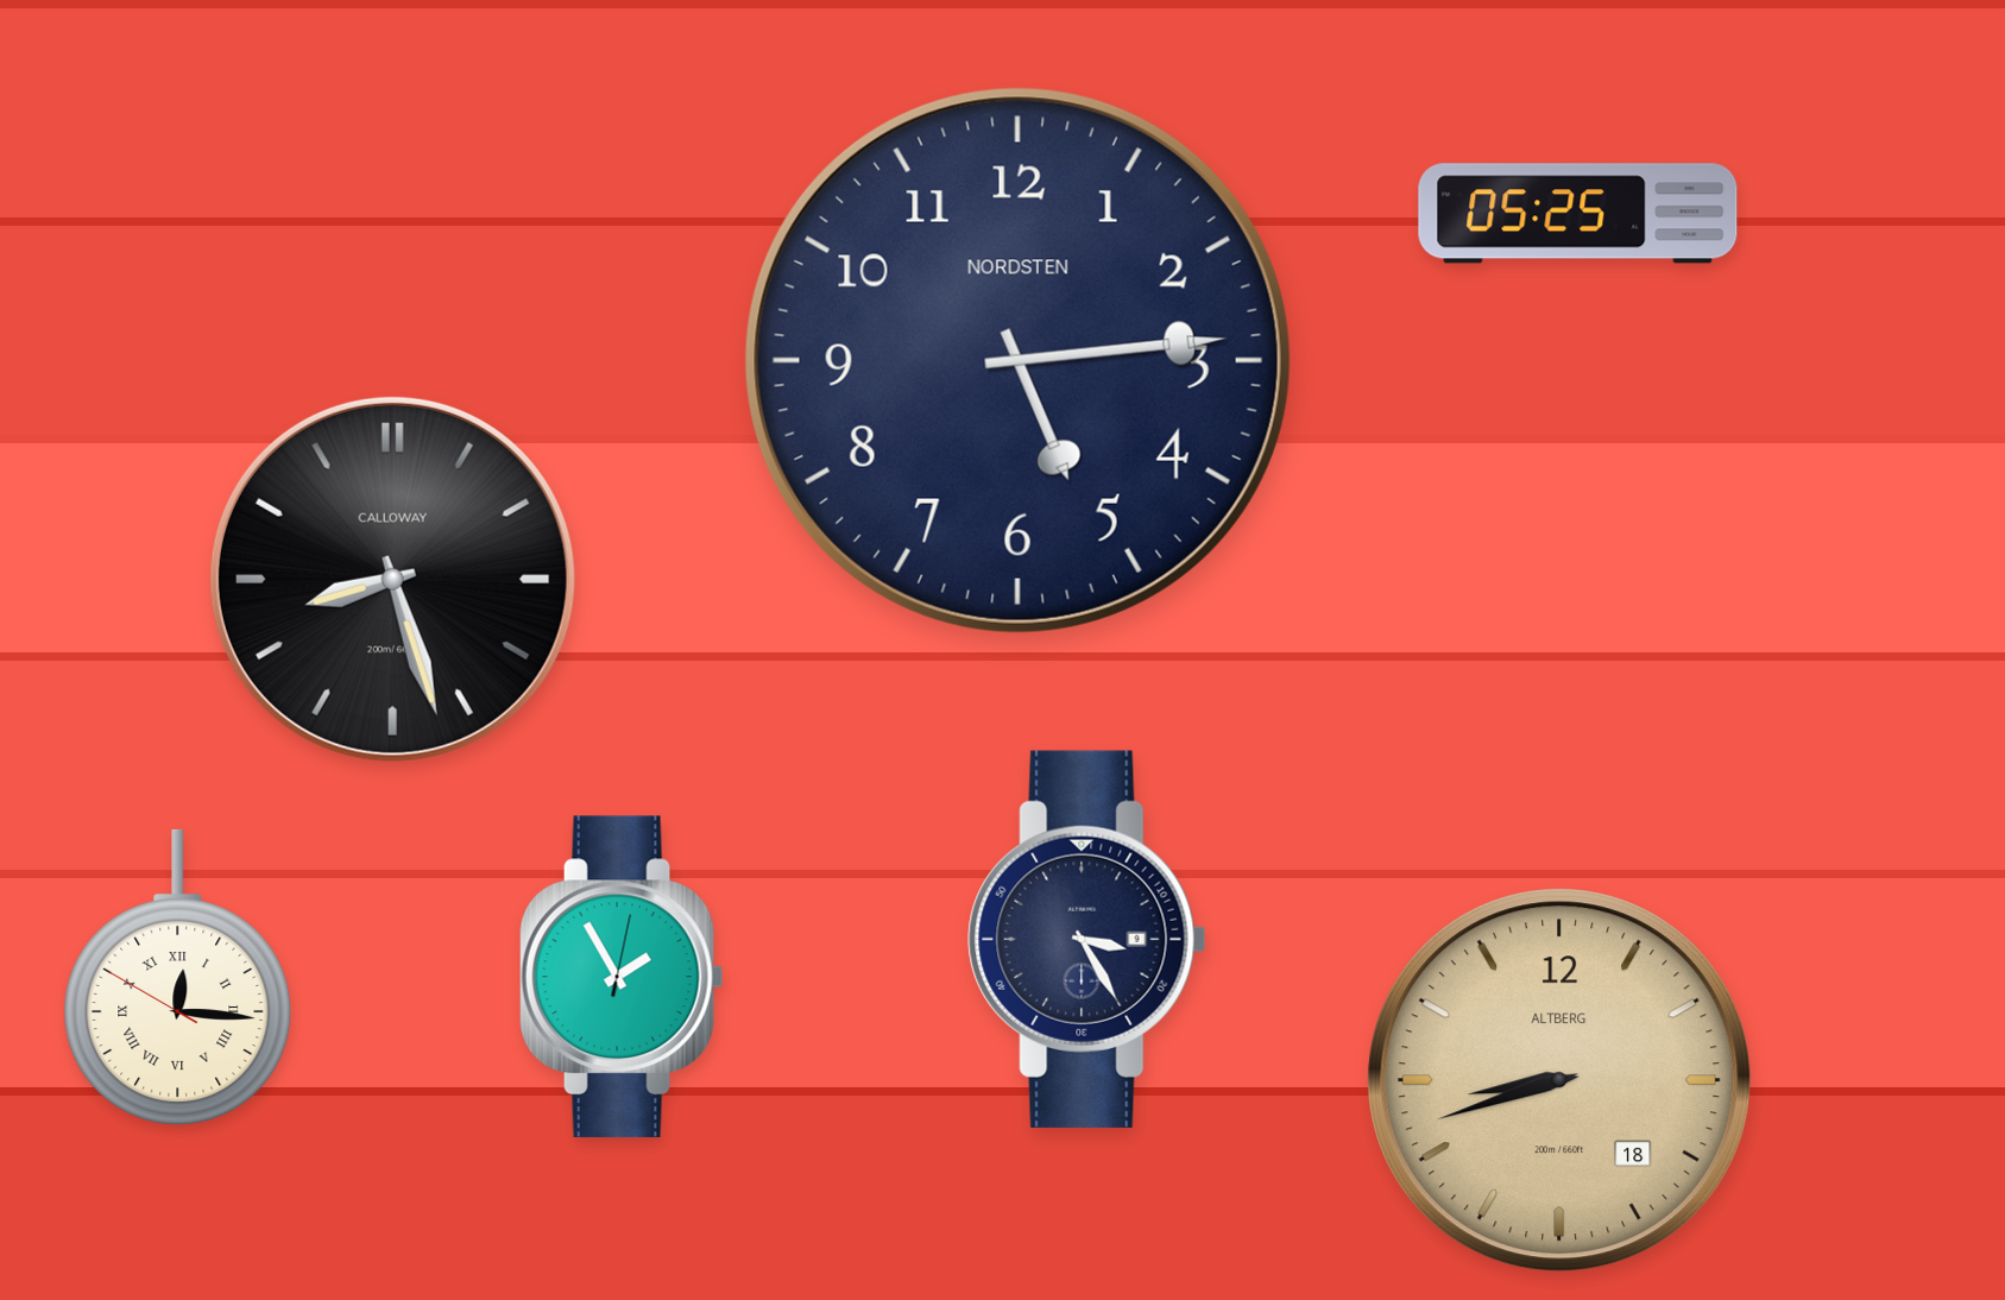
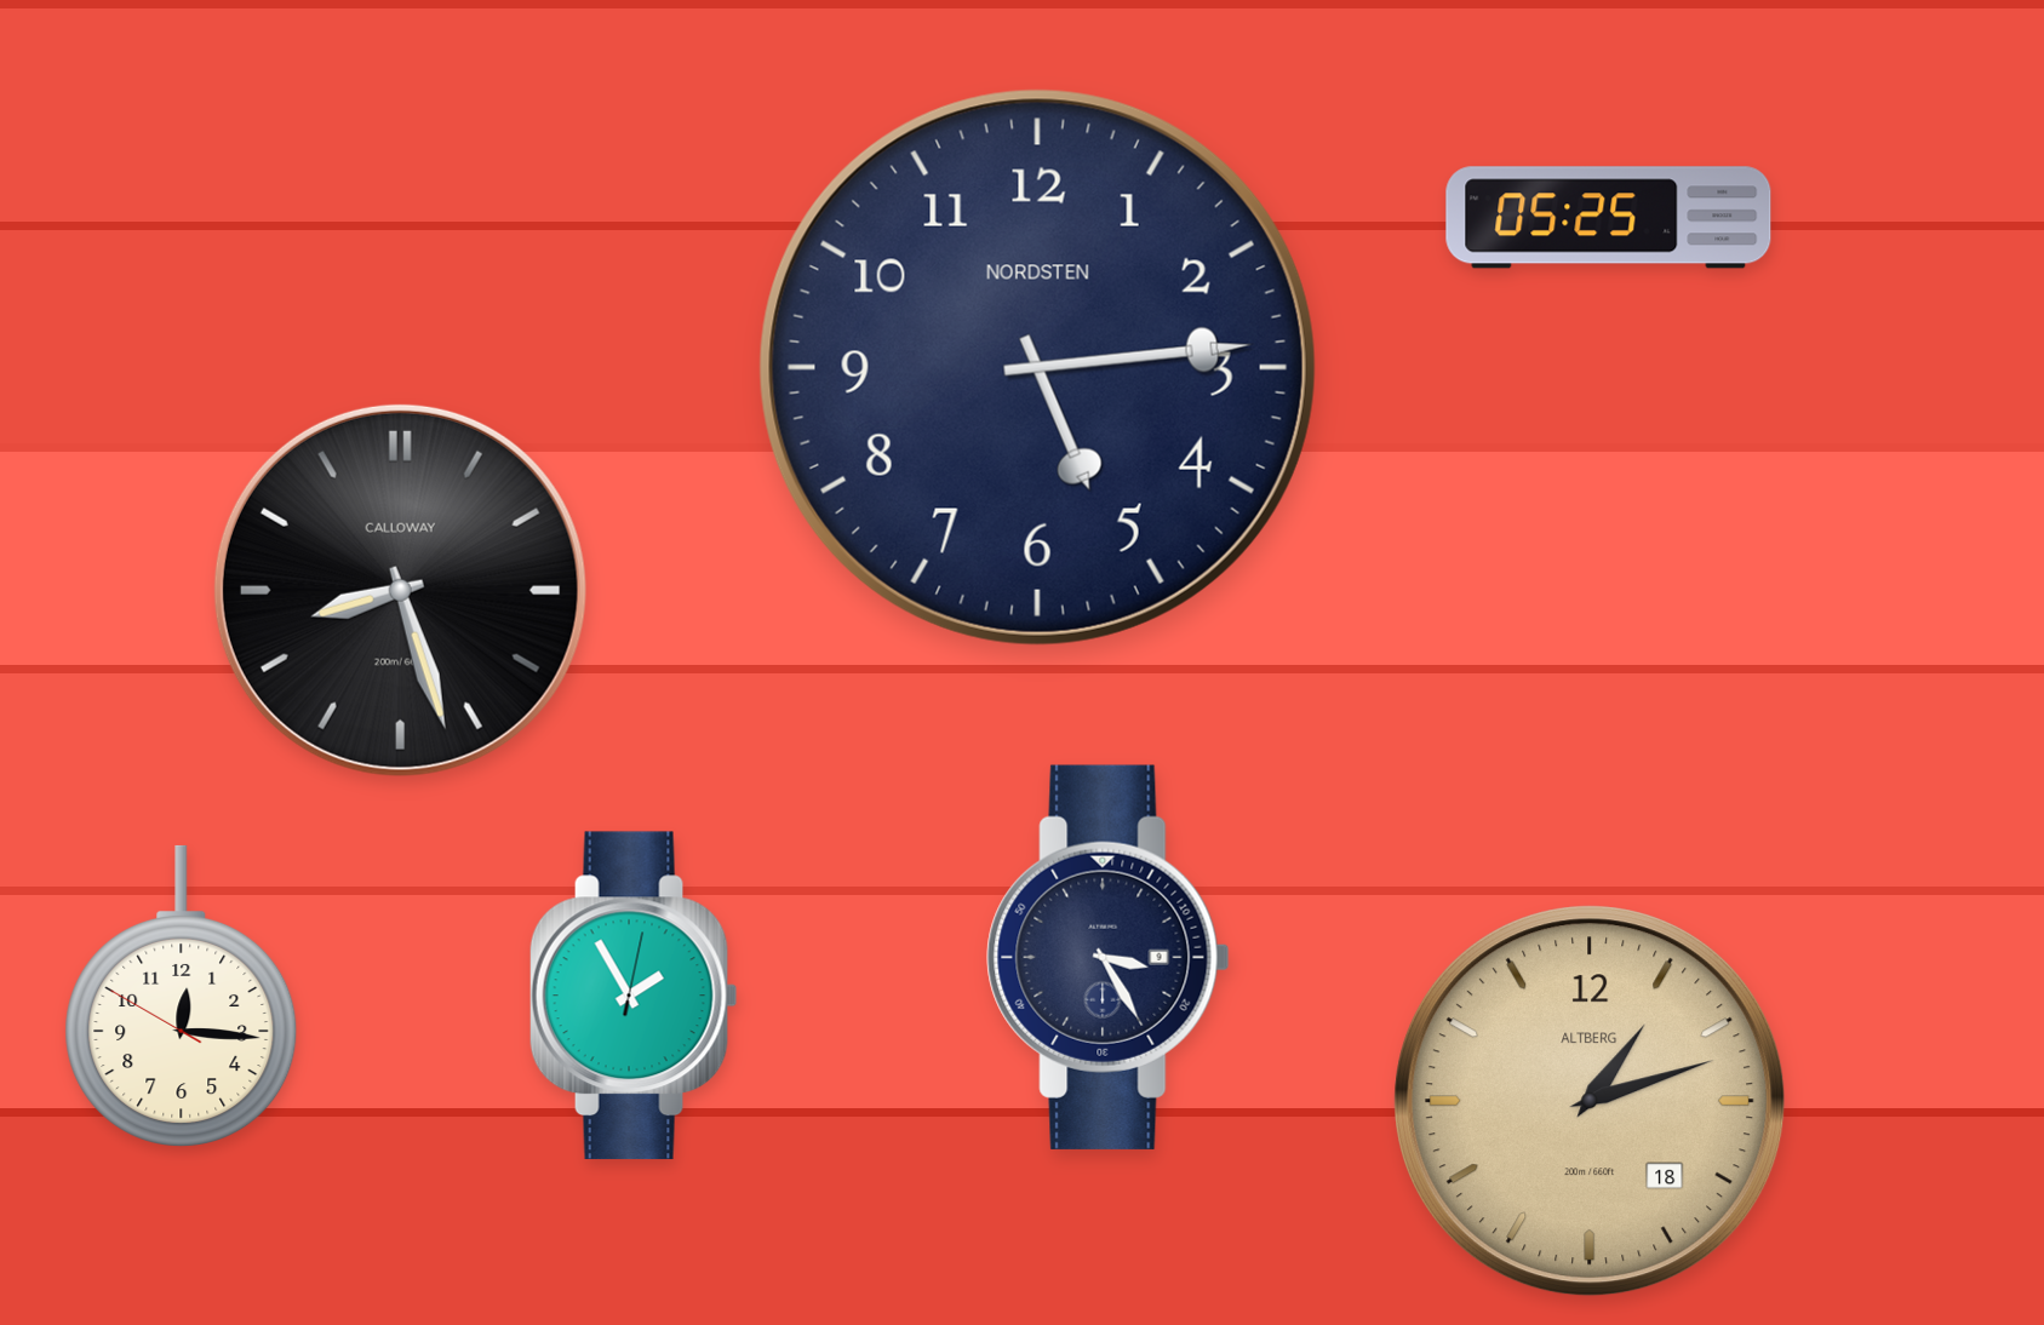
clock at (178, 977) numerals: Roman -> Arabic
clock at (1559, 1080): 8:42 -> 1:12
